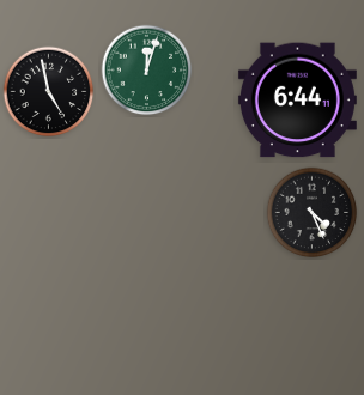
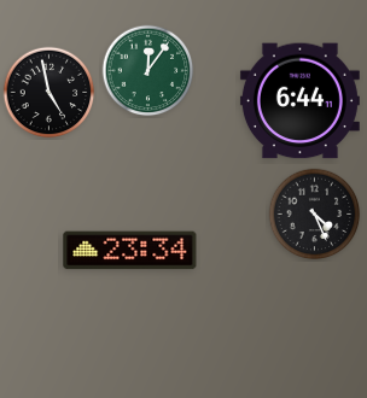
clock at (147, 71): 12:03 -> 12:06
clock at (130, 251): none -> 23:34
